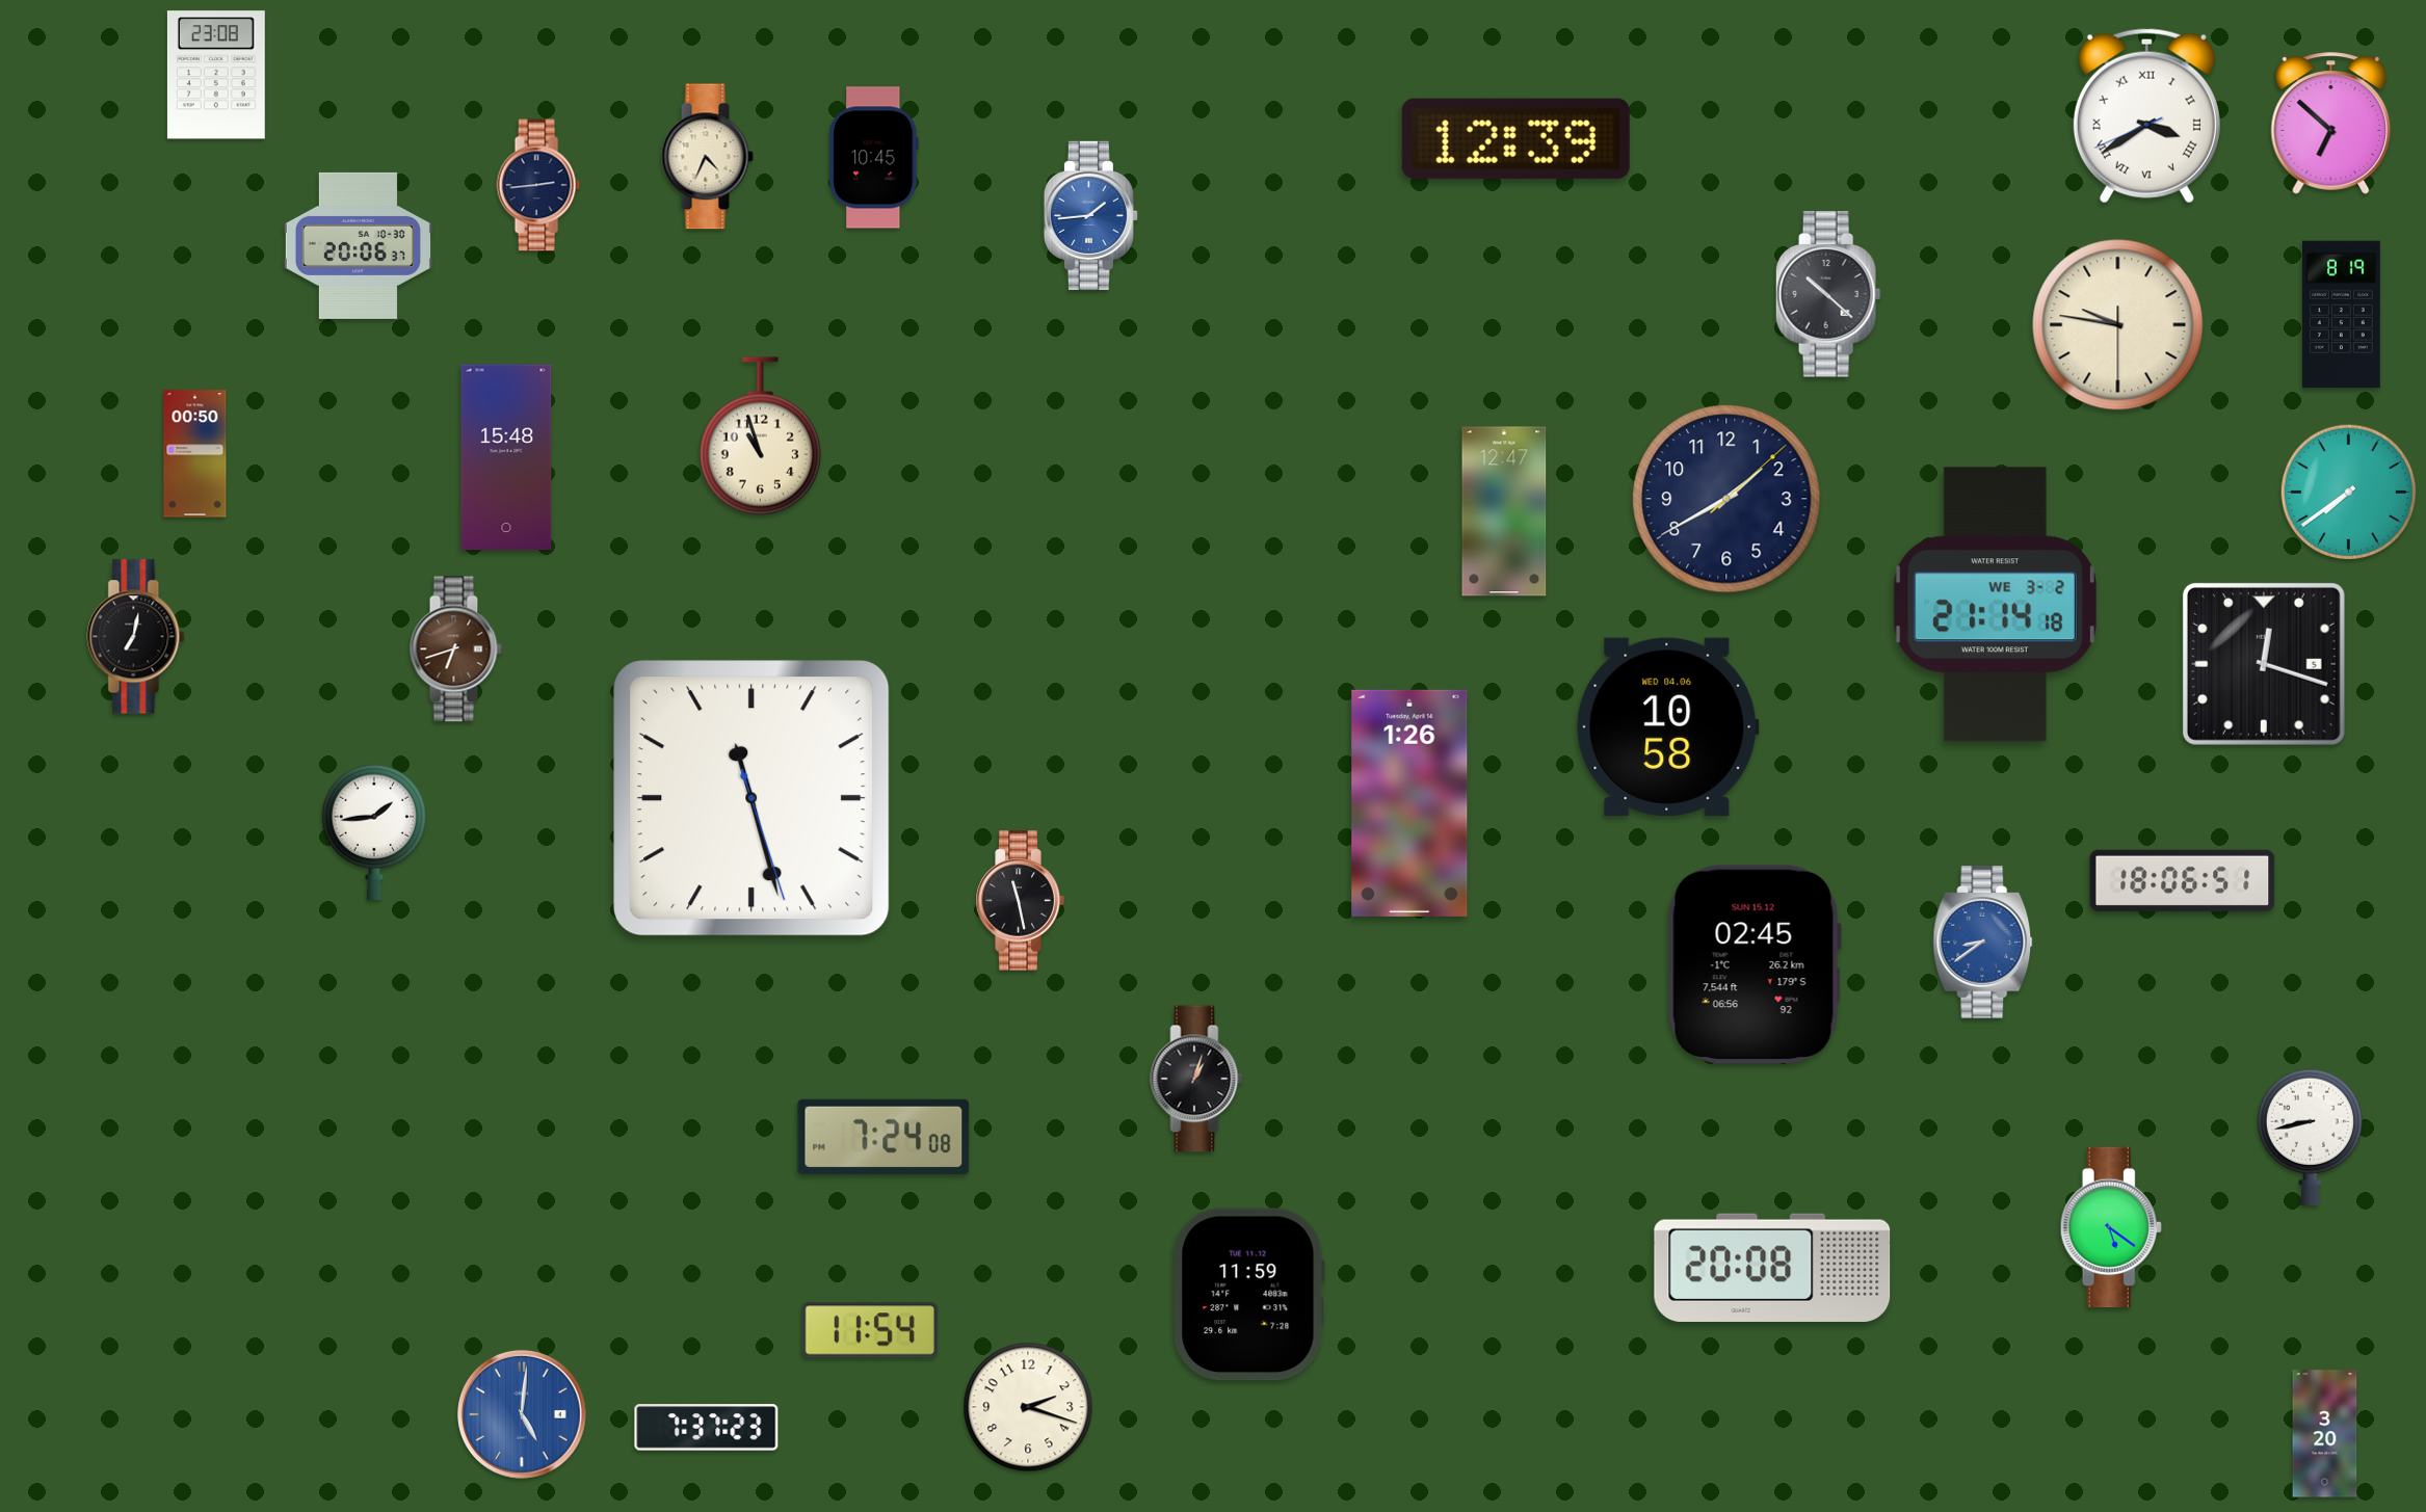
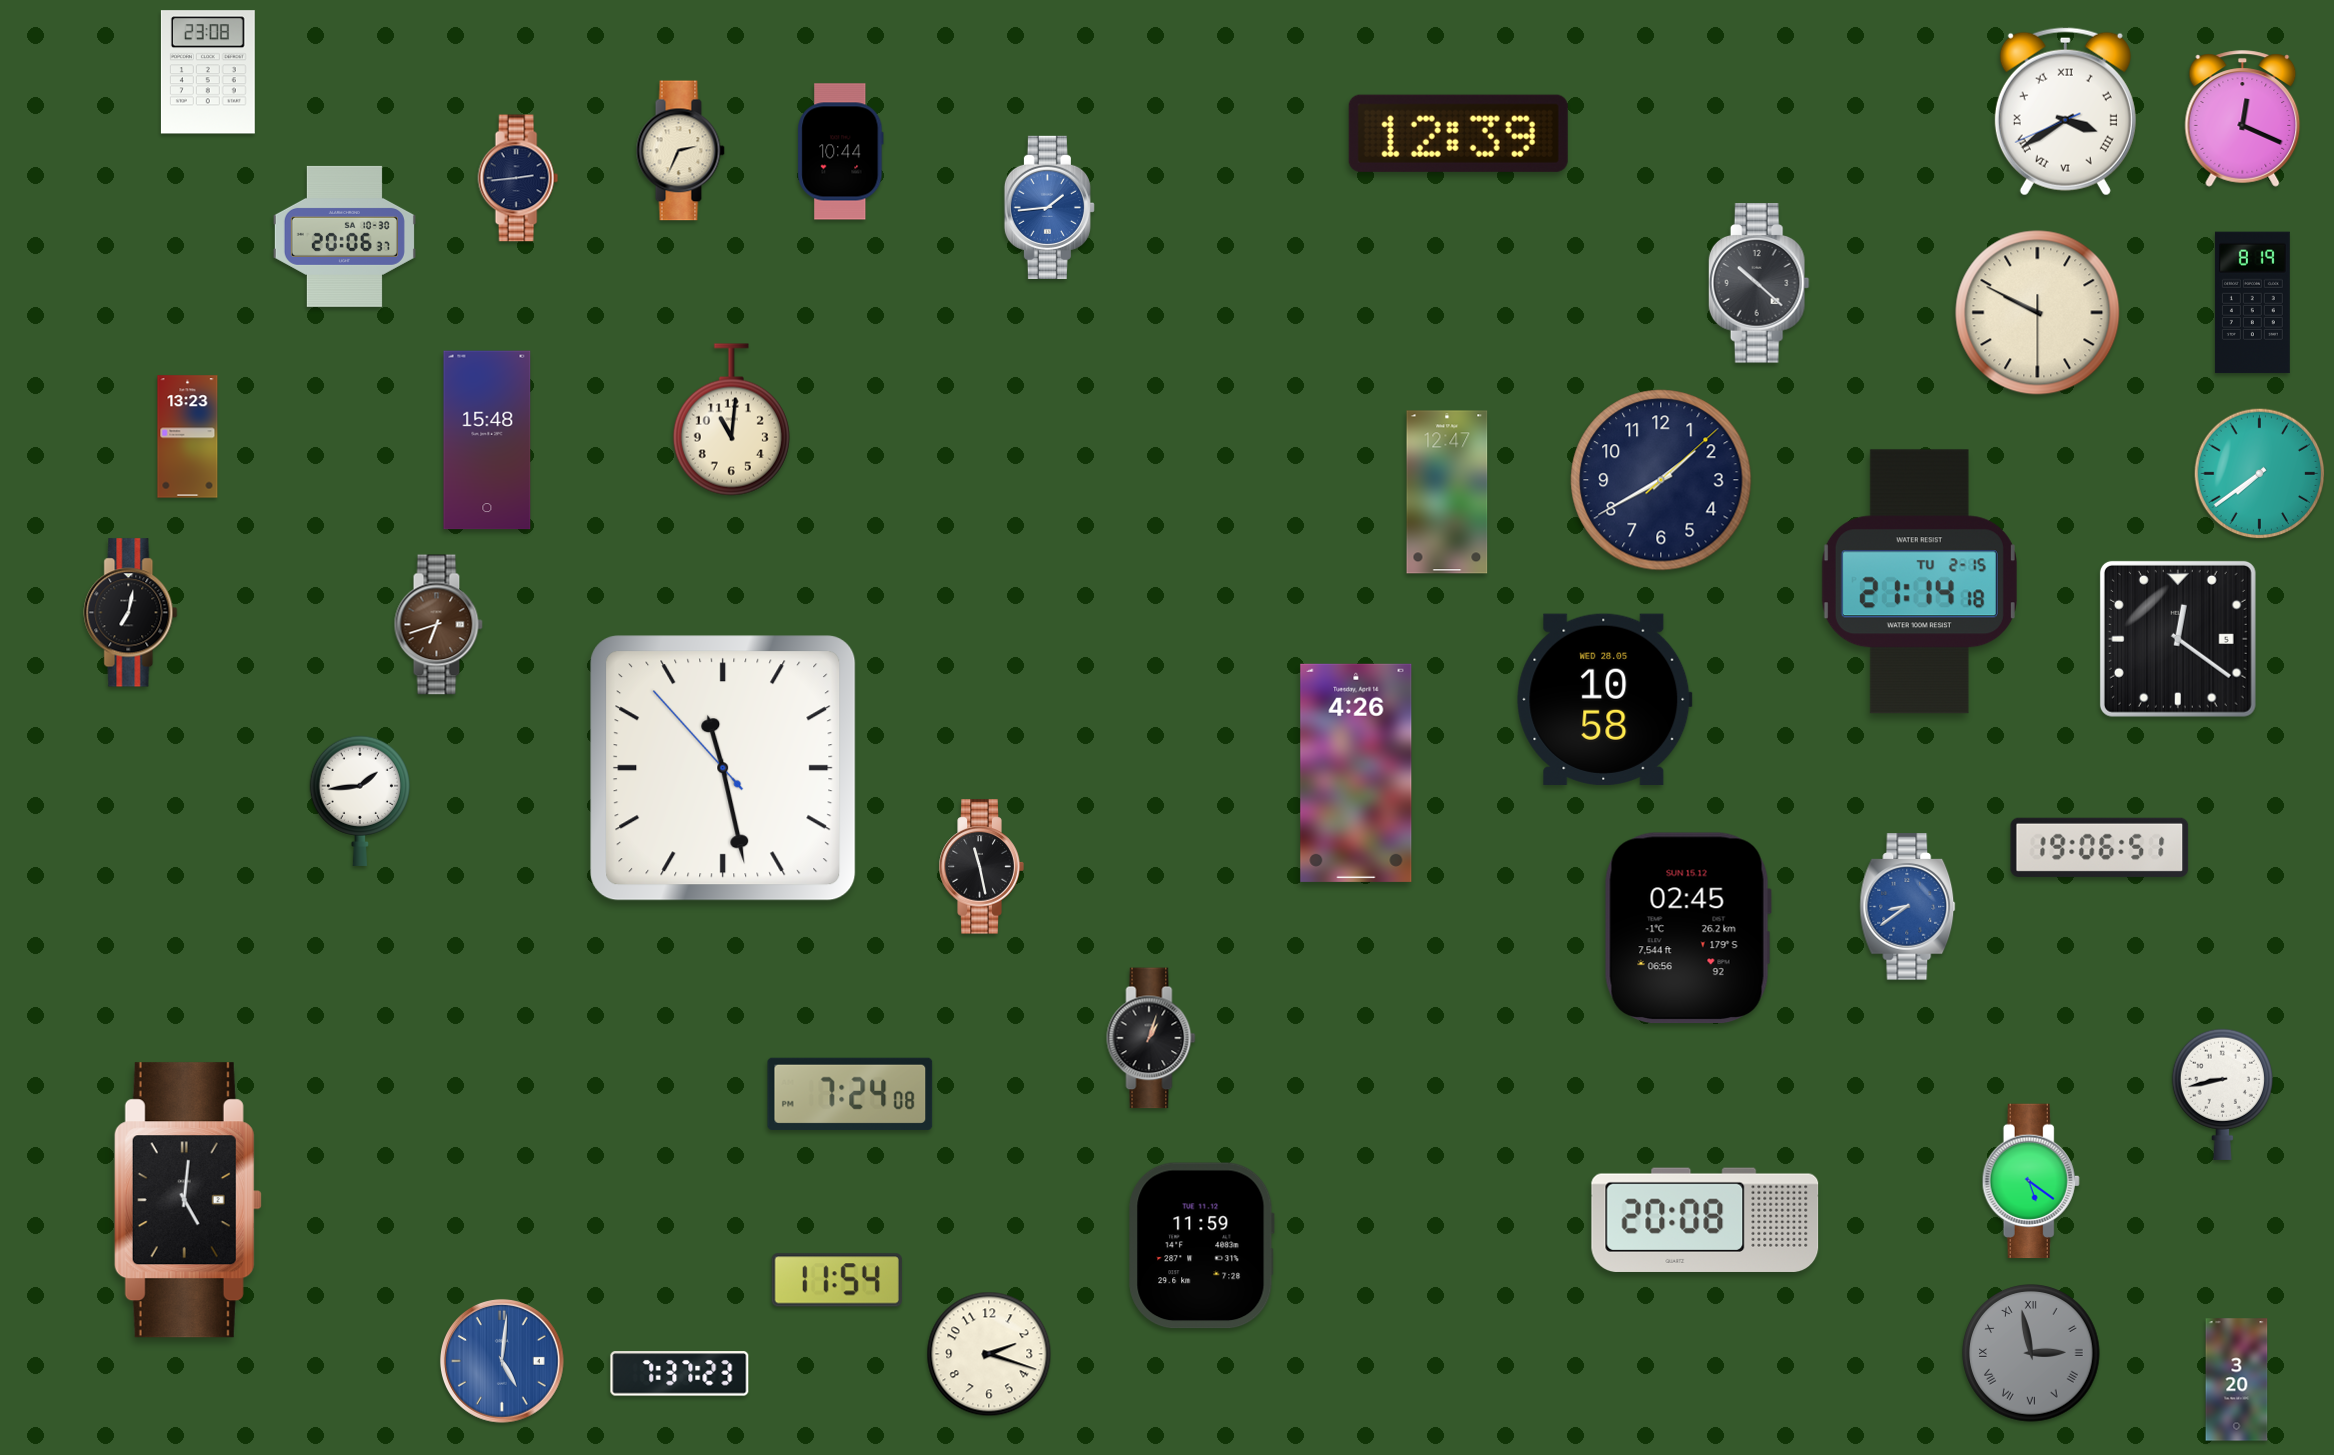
clock at (2331, 124): 6:52 -> 12:19
clock at (707, 157): 4:34 -> 2:34
clock at (874, 158): 10:45 -> 10:44
clock at (2118, 325): 9:46 -> 9:49
clock at (760, 436): 10:57 -> 11:01
clock at (195, 454): 00:50 -> 13:23
clock at (1995, 605) date: WE 3-2 -> TU 2-15
clock at (2264, 664): 12:18 -> 12:21
clock at (1668, 726) date: WED 04.06 -> WED 28.05
clock at (751, 798): 11:27:27 -> 11:27:53
clock at (1409, 803): 1:26 -> 4:26
clock at (2183, 880): 18:06 -> 19:06
clock at (188, 1200): none -> 5:01
clock at (2031, 1353): none -> 2:58
